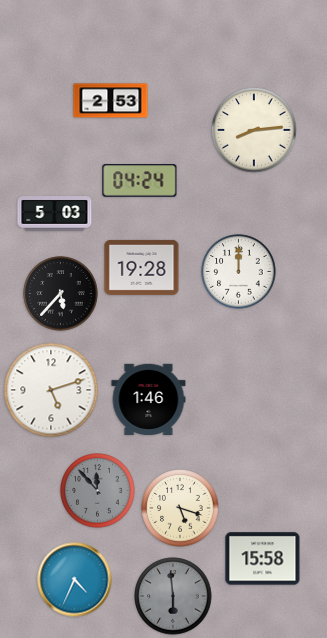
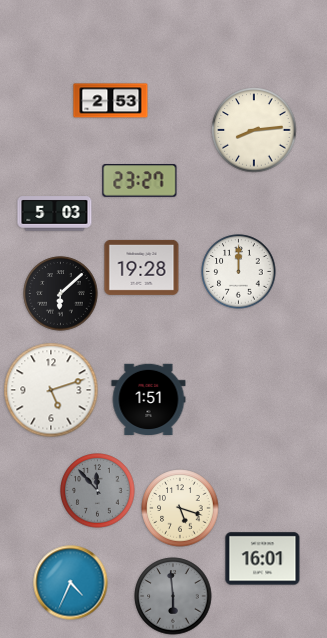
clock at (140, 181): 04:24 -> 23:27
clock at (61, 294): 5:37 -> 6:08
clock at (149, 399): 1:46 -> 1:51
clock at (263, 559): 15:58 -> 16:01
clock at (75, 580) position: (75, 580) -> (71, 583)
